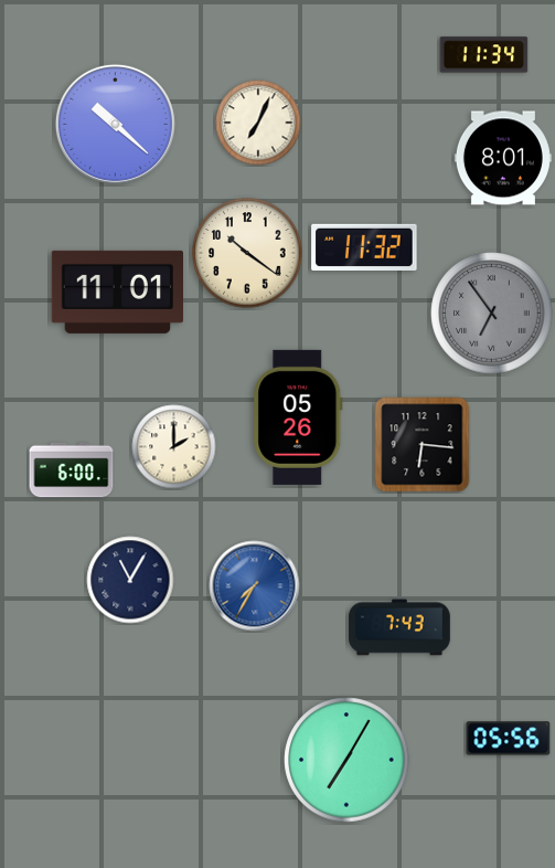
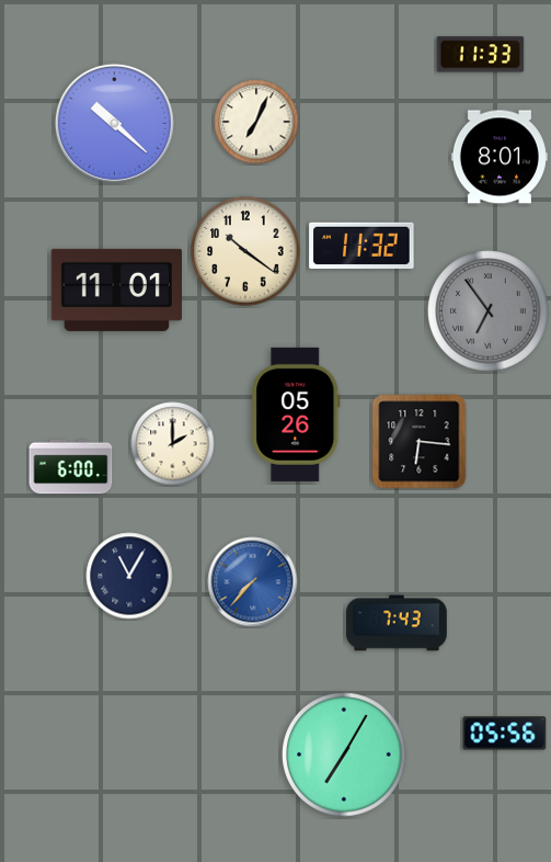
clock at (484, 55): 11:34 -> 11:33
clock at (255, 586): 7:35 -> 7:37
